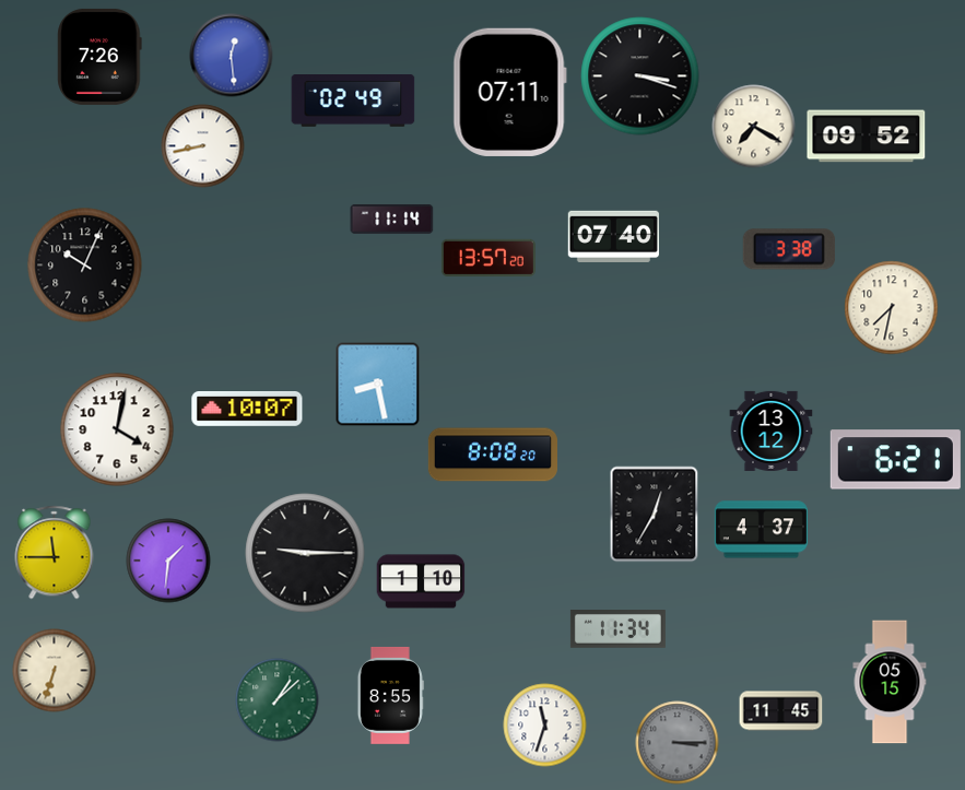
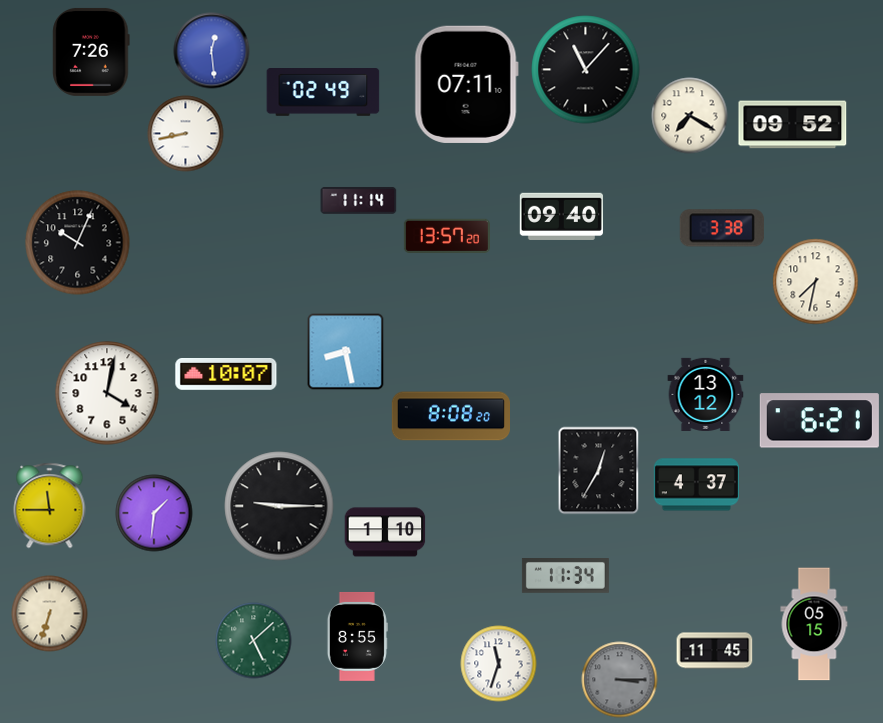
clock at (640, 76): 3:18 -> 11:07
clock at (613, 236): 07:40 -> 09:40
clock at (278, 700): 1:08 -> 5:08
